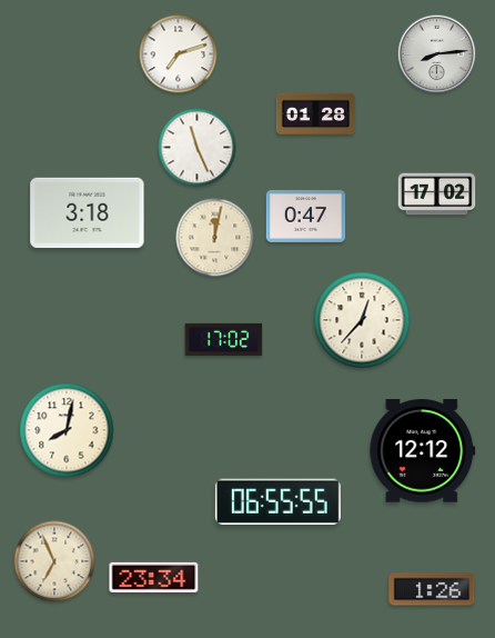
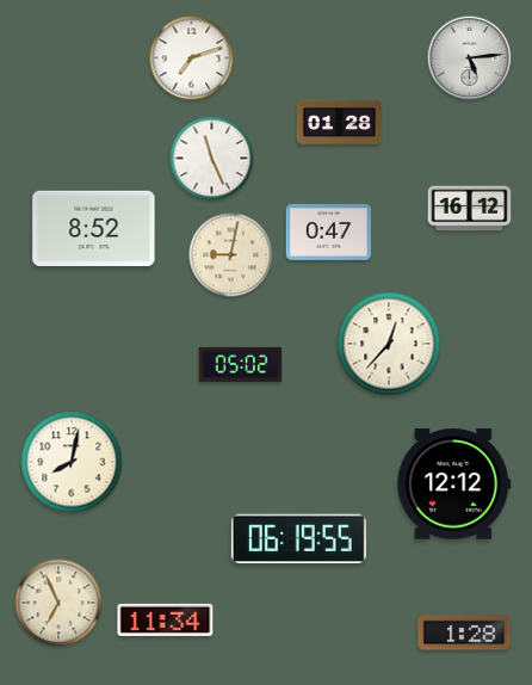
clock at (437, 54): 8:14 -> 5:14
clock at (437, 195): 17:02 -> 16:12
clock at (88, 212): 3:18 -> 8:52
clock at (215, 238): 12:02 -> 9:02
clock at (224, 339): 17:02 -> 05:02
clock at (277, 501): 06:55 -> 06:19
clock at (154, 577): 23:34 -> 11:34
clock at (432, 589): 1:26 -> 1:28
